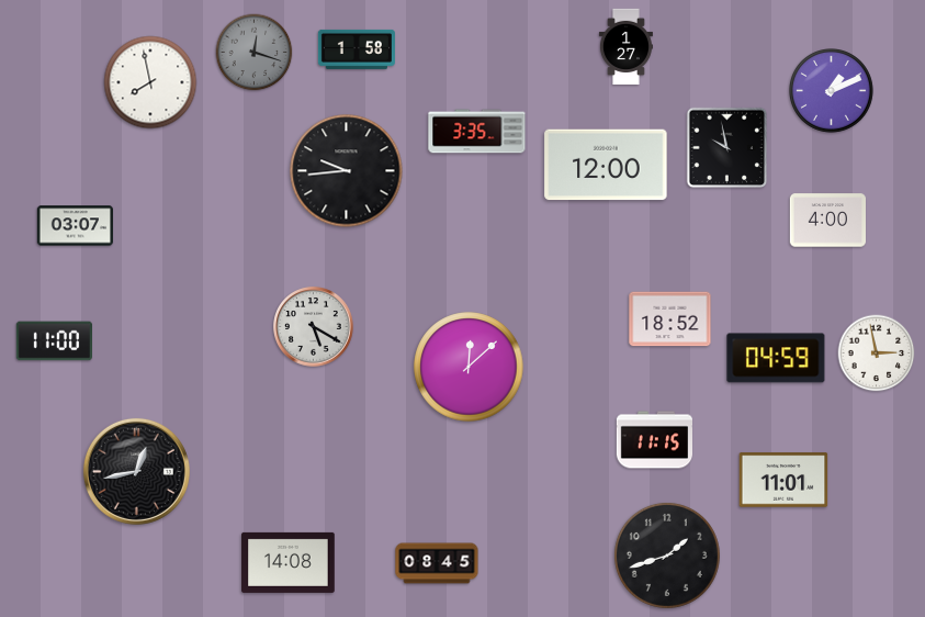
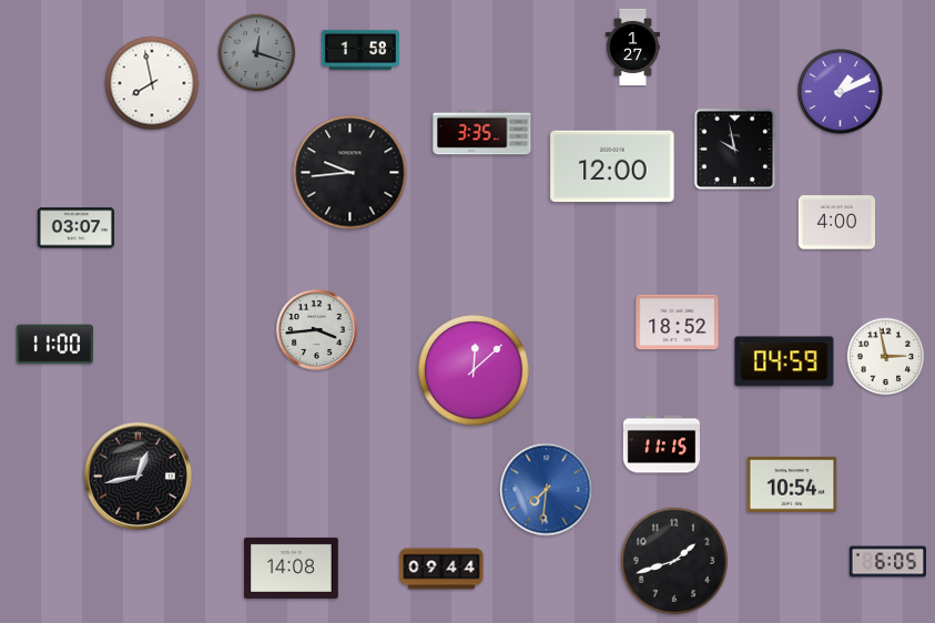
clock at (314, 327): 5:20 -> 3:44
clock at (783, 480): 11:01 -> 10:54
clock at (547, 490): none -> 7:31
clock at (887, 562): none -> 6:05
clock at (437, 563): 08:45 -> 09:44
